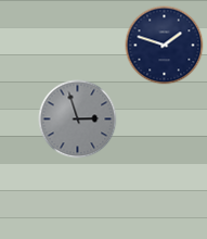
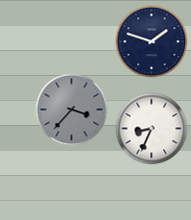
clock at (78, 119): 2:57 -> 3:37
clock at (152, 129): none -> 8:34
